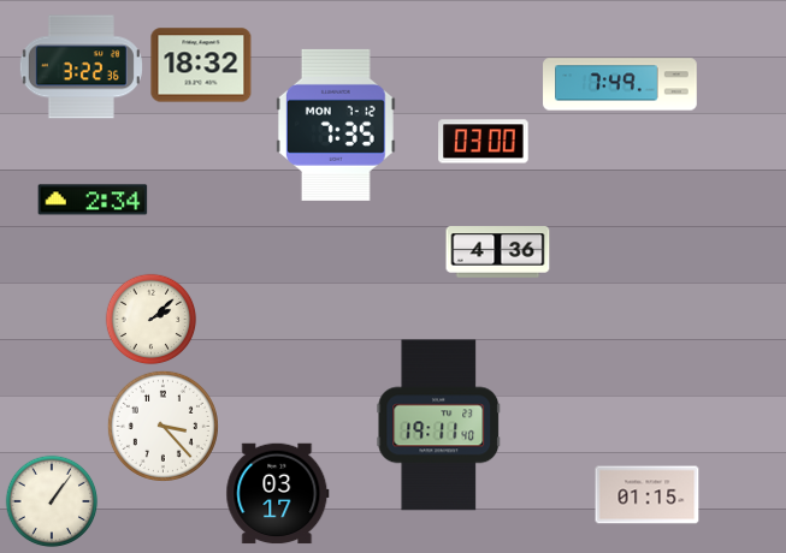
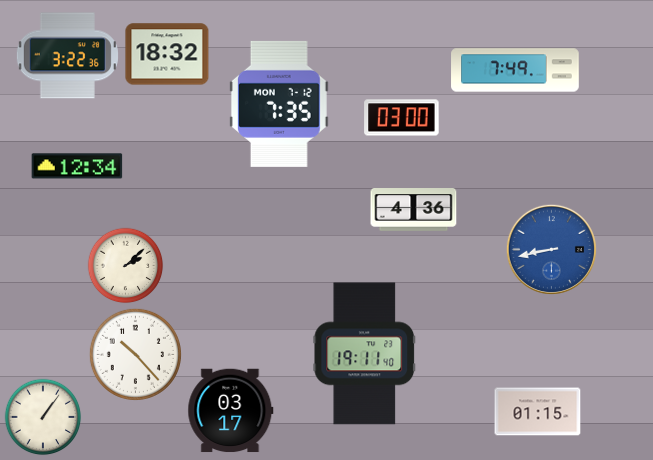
clock at (93, 200): 2:34 -> 12:34
clock at (551, 249): none -> 8:43
clock at (162, 426): 3:23 -> 10:23
